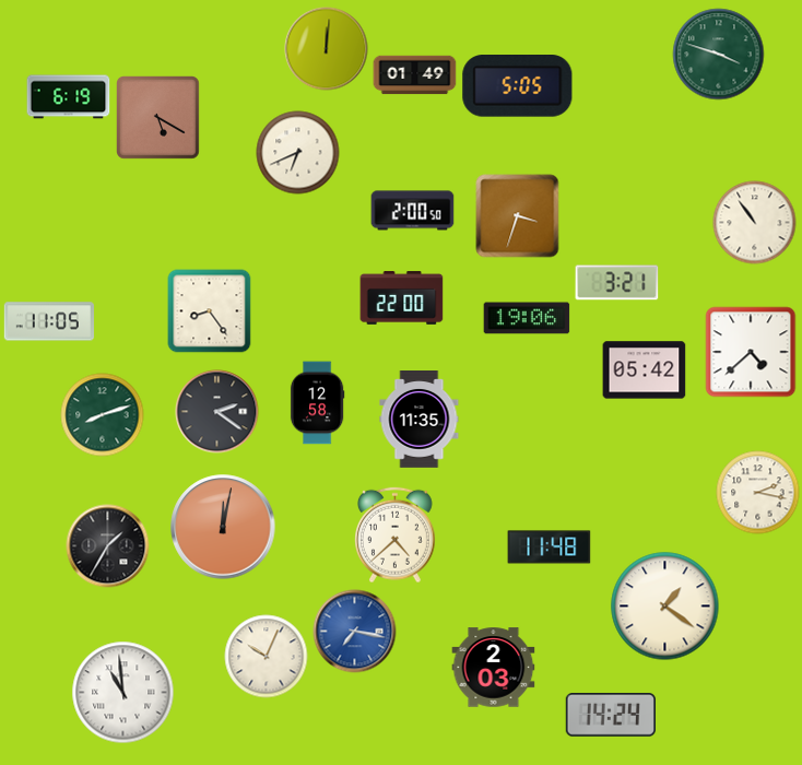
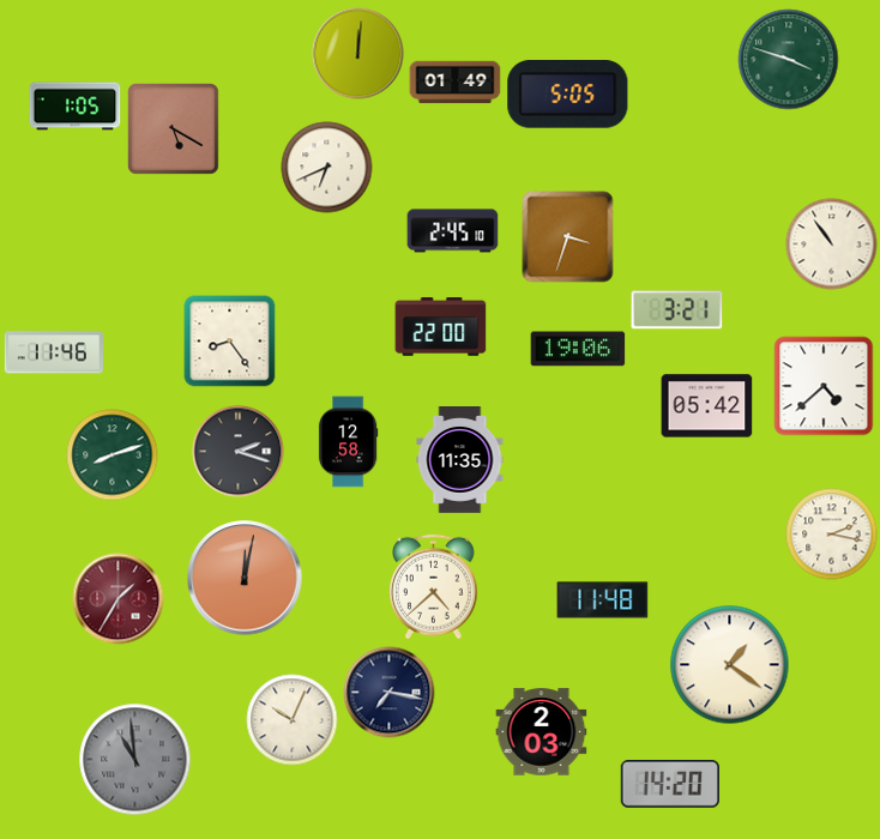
clock at (69, 97): 6:19 -> 1:05
clock at (413, 211): 2:00 -> 2:45
clock at (755, 223) position: (755, 223) -> (832, 245)
clock at (49, 321): 11:05 -> 11:46
clock at (217, 412): 2:21 -> 2:18
clock at (758, 493) position: (758, 493) -> (832, 535)
clock at (108, 546) dial: black -> burgundy
clock at (355, 632) dial: blue -> navy
clock at (123, 693) dial: white -> grey
clock at (611, 716): 14:24 -> 14:20
